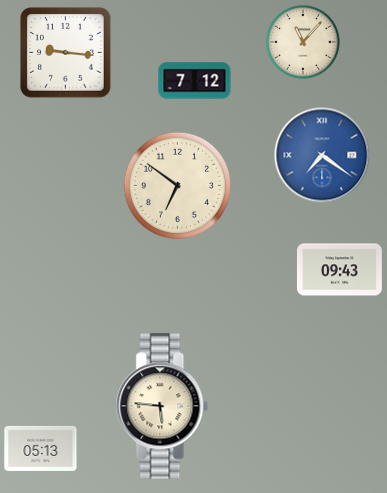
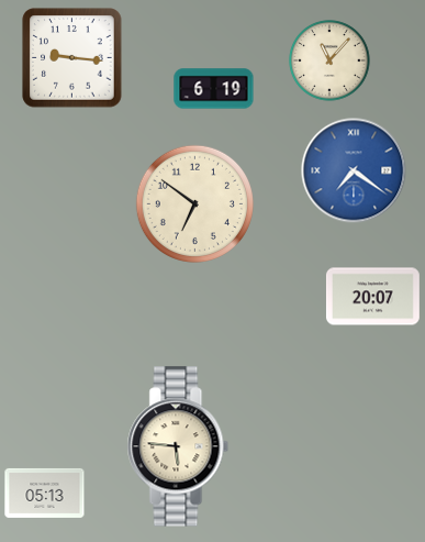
clock at (303, 42) position: (303, 42) -> (329, 60)
clock at (195, 81): 7:12 -> 6:19
clock at (339, 270): 09:43 -> 20:07
